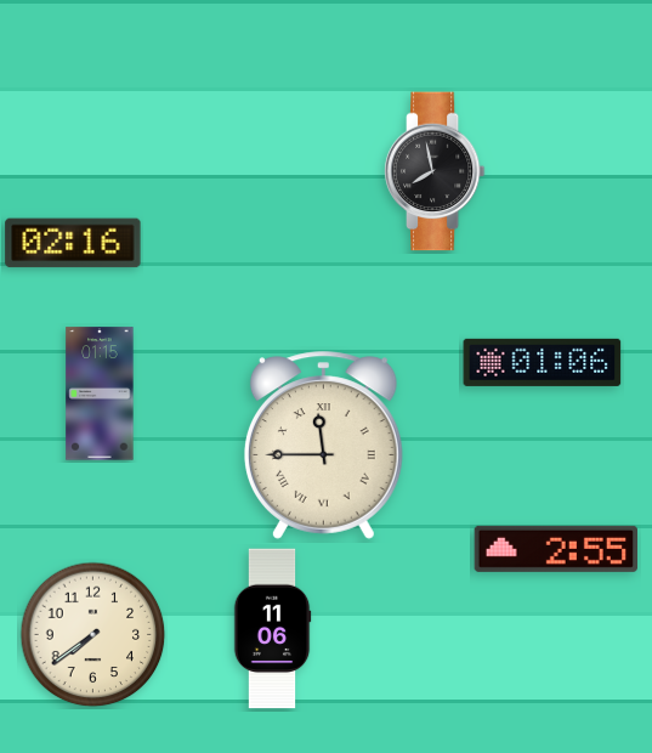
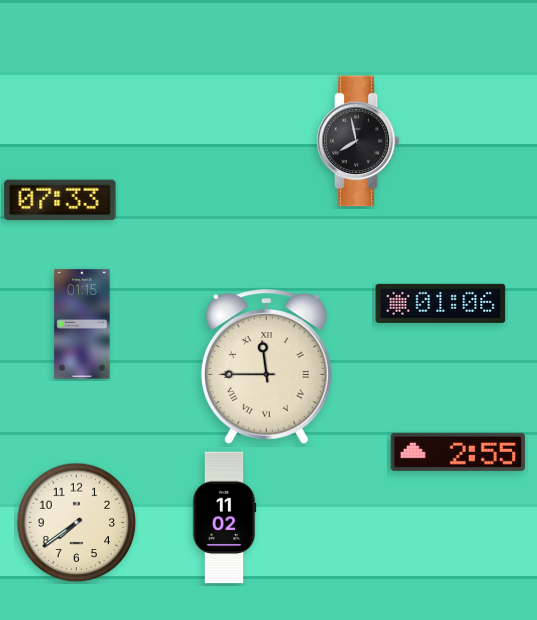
clock at (73, 243): 02:16 -> 07:33
clock at (543, 362) position: (543, 362) -> (441, 303)
clock at (272, 629): 11:06 -> 11:02
